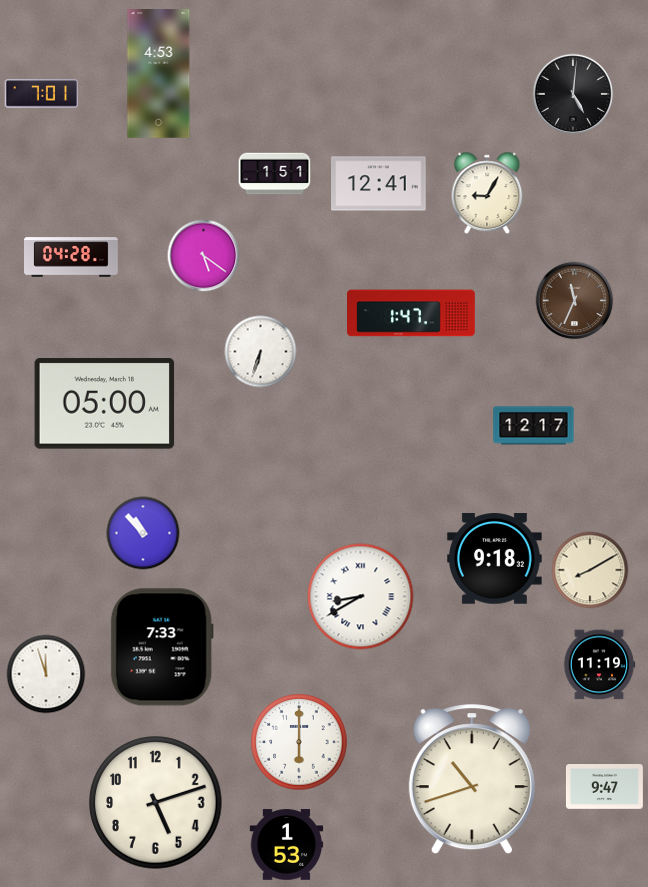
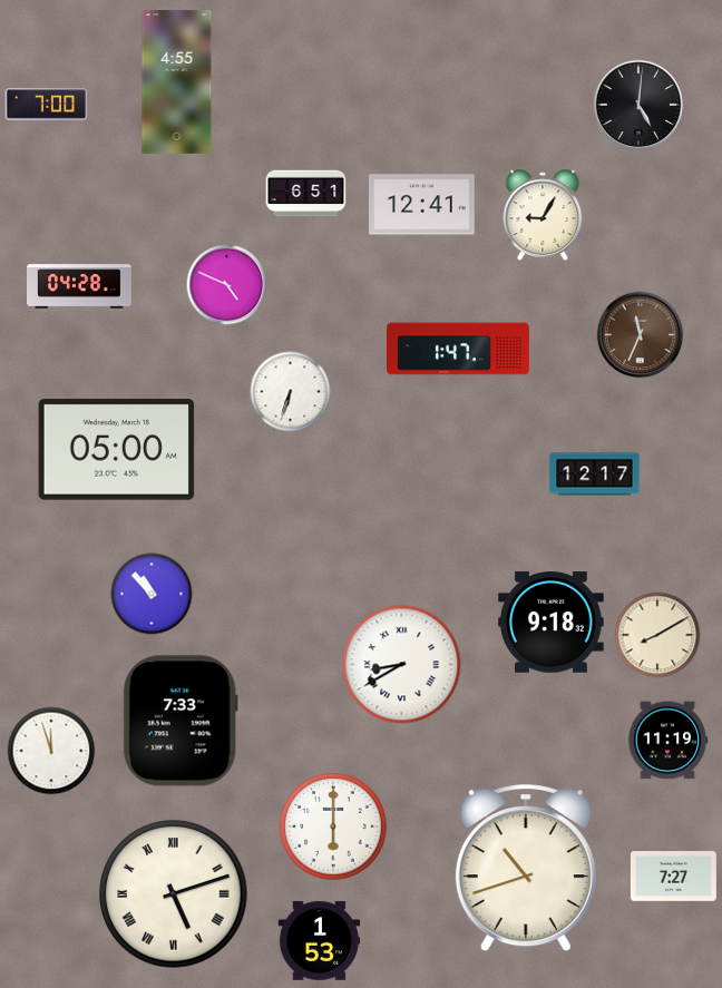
clock at (159, 74): 4:53 -> 4:55
clock at (42, 94): 7:01 -> 7:00
clock at (275, 174): 1:51 -> 6:51
clock at (204, 256): 5:21 -> 4:49
clock at (143, 533) position: (143, 533) -> (152, 594)
clock at (604, 787): 9:47 -> 7:27
clock at (156, 803) numerals: Arabic -> Roman
